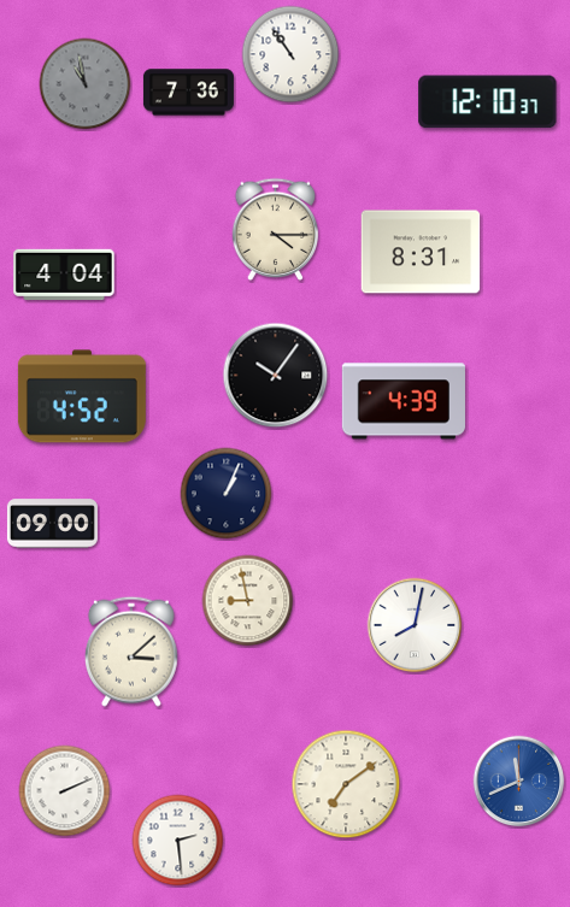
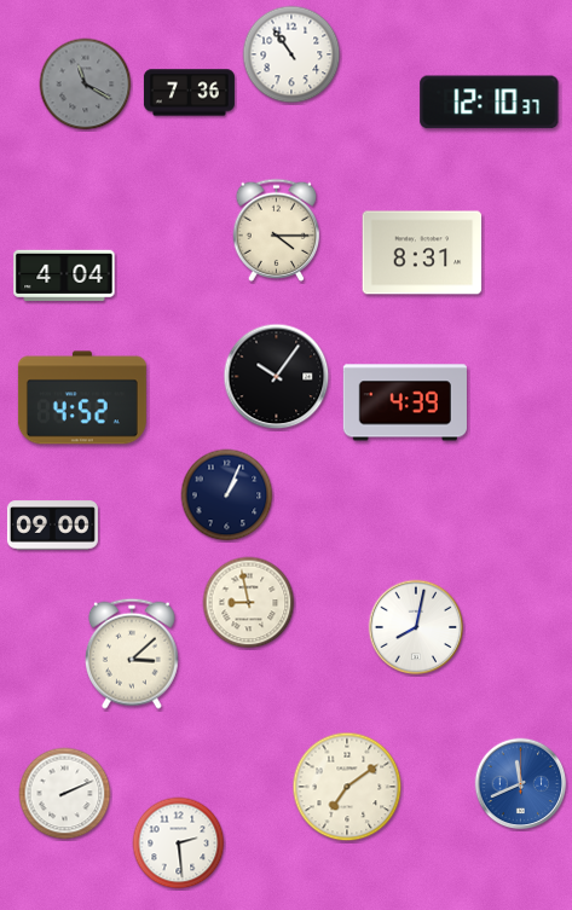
clock at (86, 84): 10:58 -> 11:20
